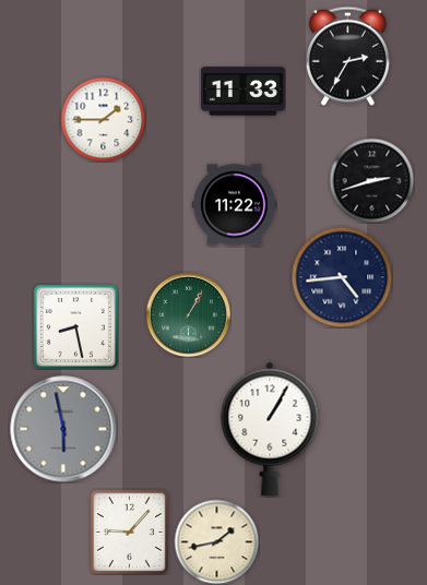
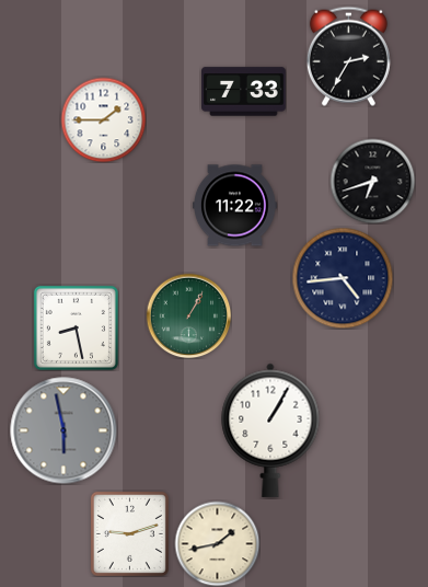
clock at (244, 92): 11:33 -> 7:33
clock at (371, 180): 2:42 -> 6:42
clock at (129, 532): 9:07 -> 9:12
